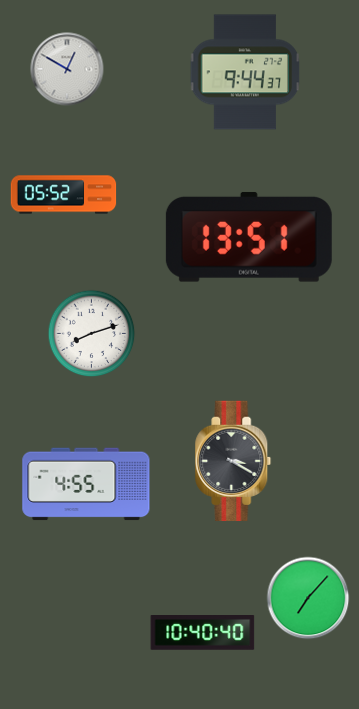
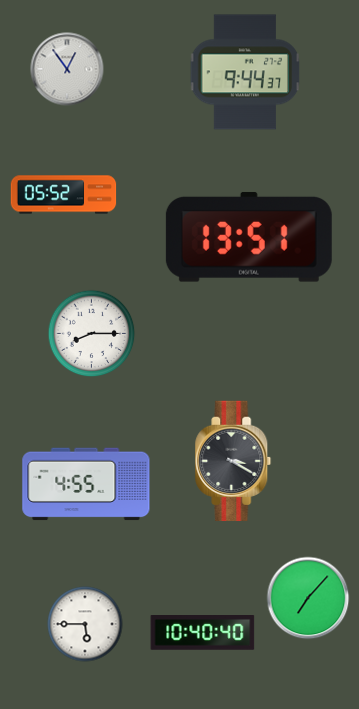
clock at (67, 69): 12:50 -> 12:54
clock at (92, 334): 8:12 -> 8:15
clock at (85, 624): none -> 5:45
